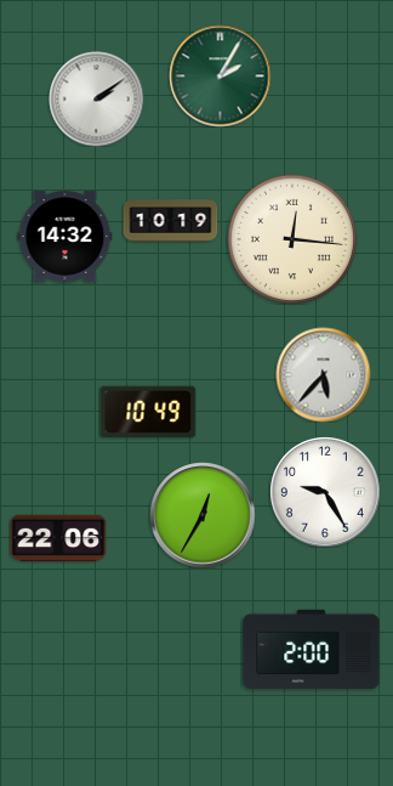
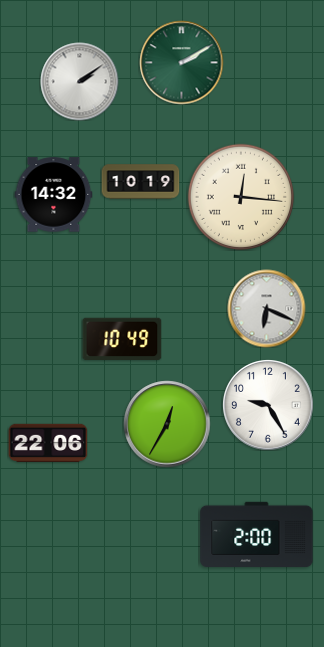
clock at (220, 75): 2:05 -> 2:10
clock at (323, 374): 5:37 -> 6:19
